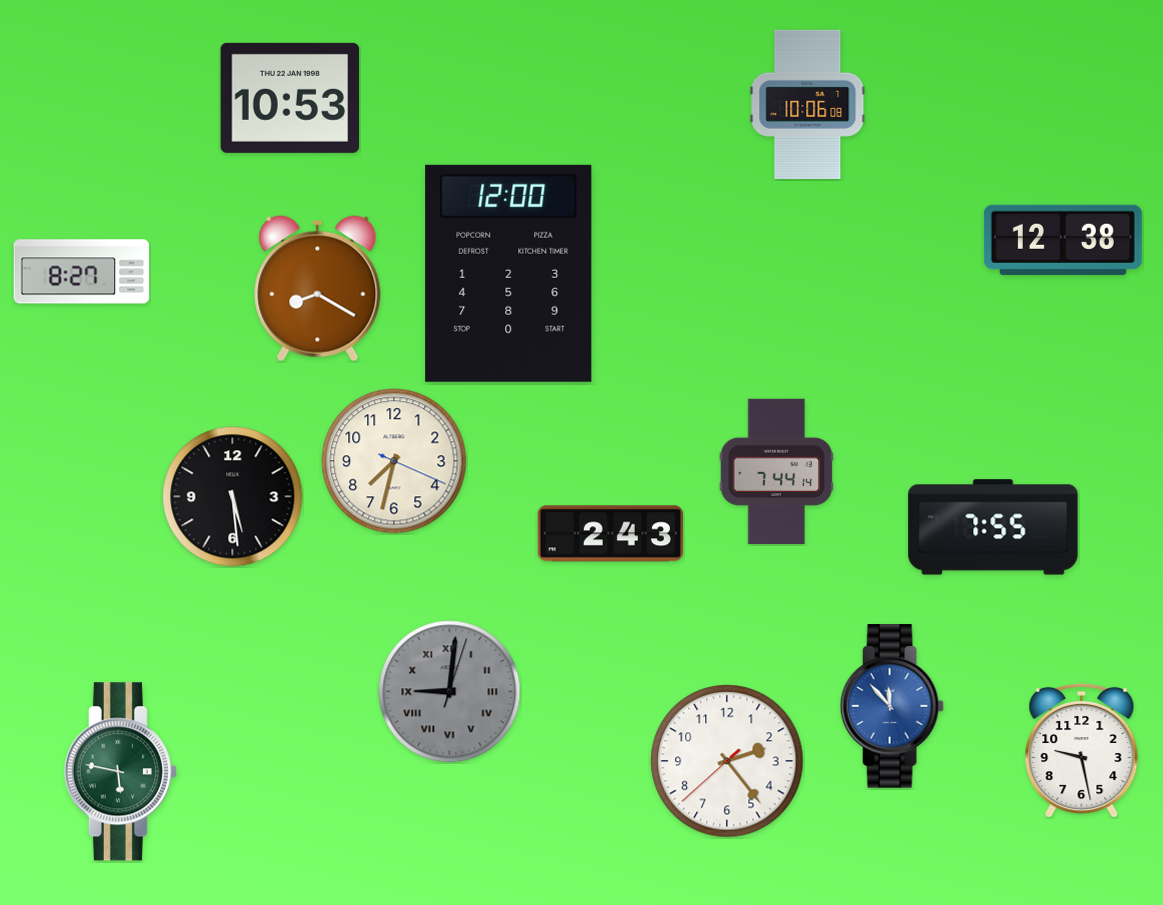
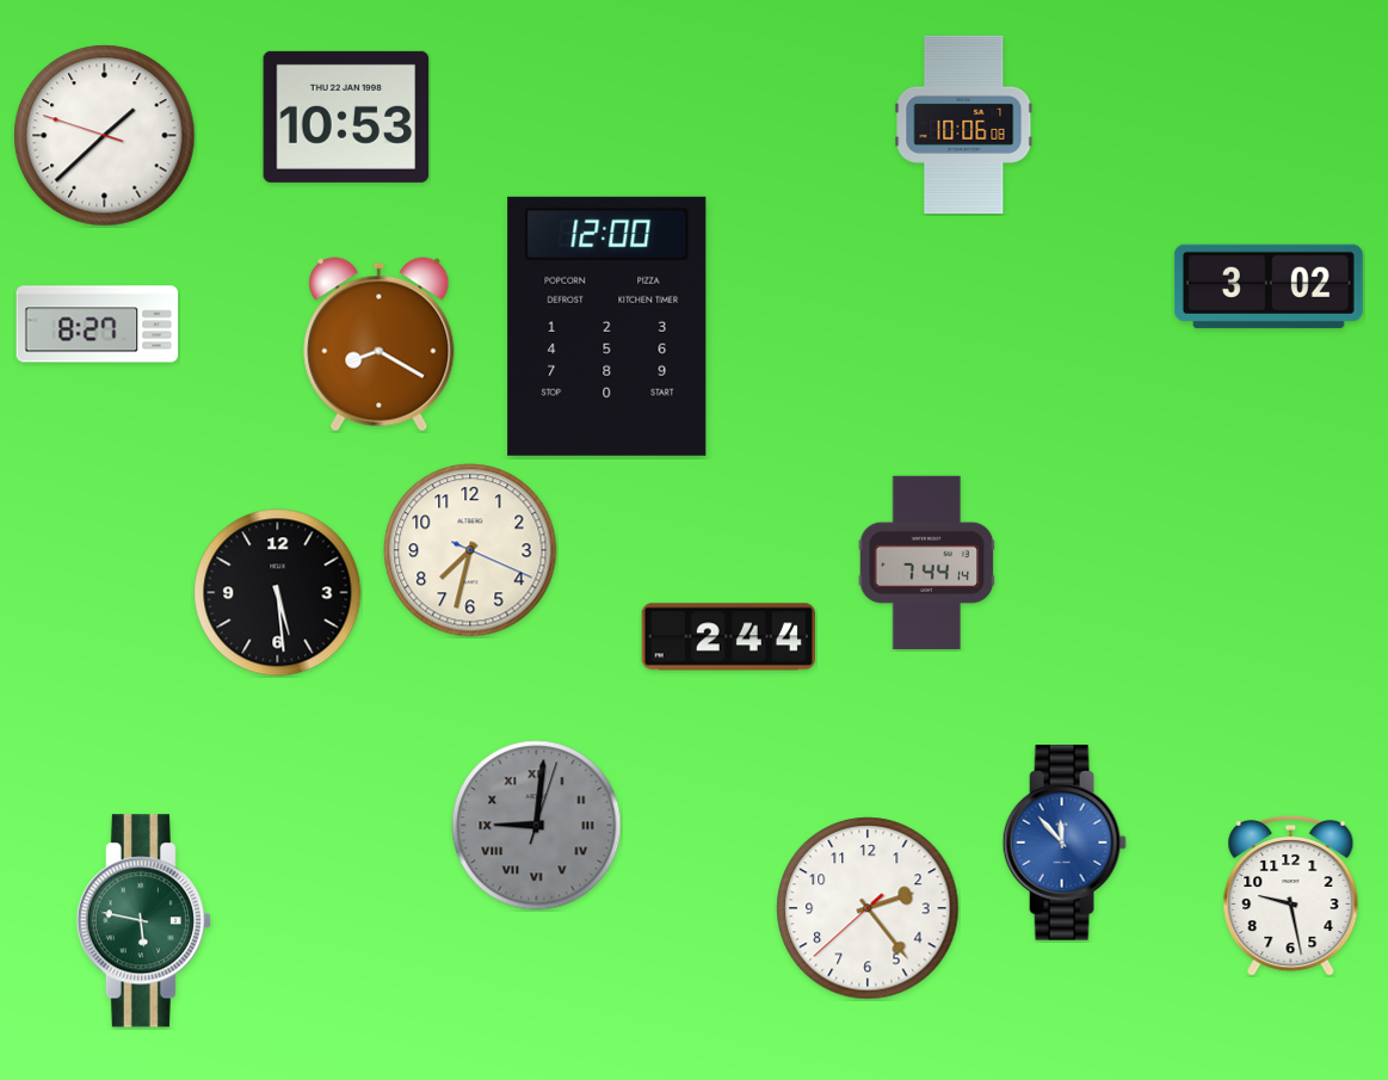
clock at (105, 136): none -> 1:37
clock at (1063, 240): 12:38 -> 3:02
clock at (993, 527): 7:55 -> none
clock at (610, 534): 2:43 -> 2:44
